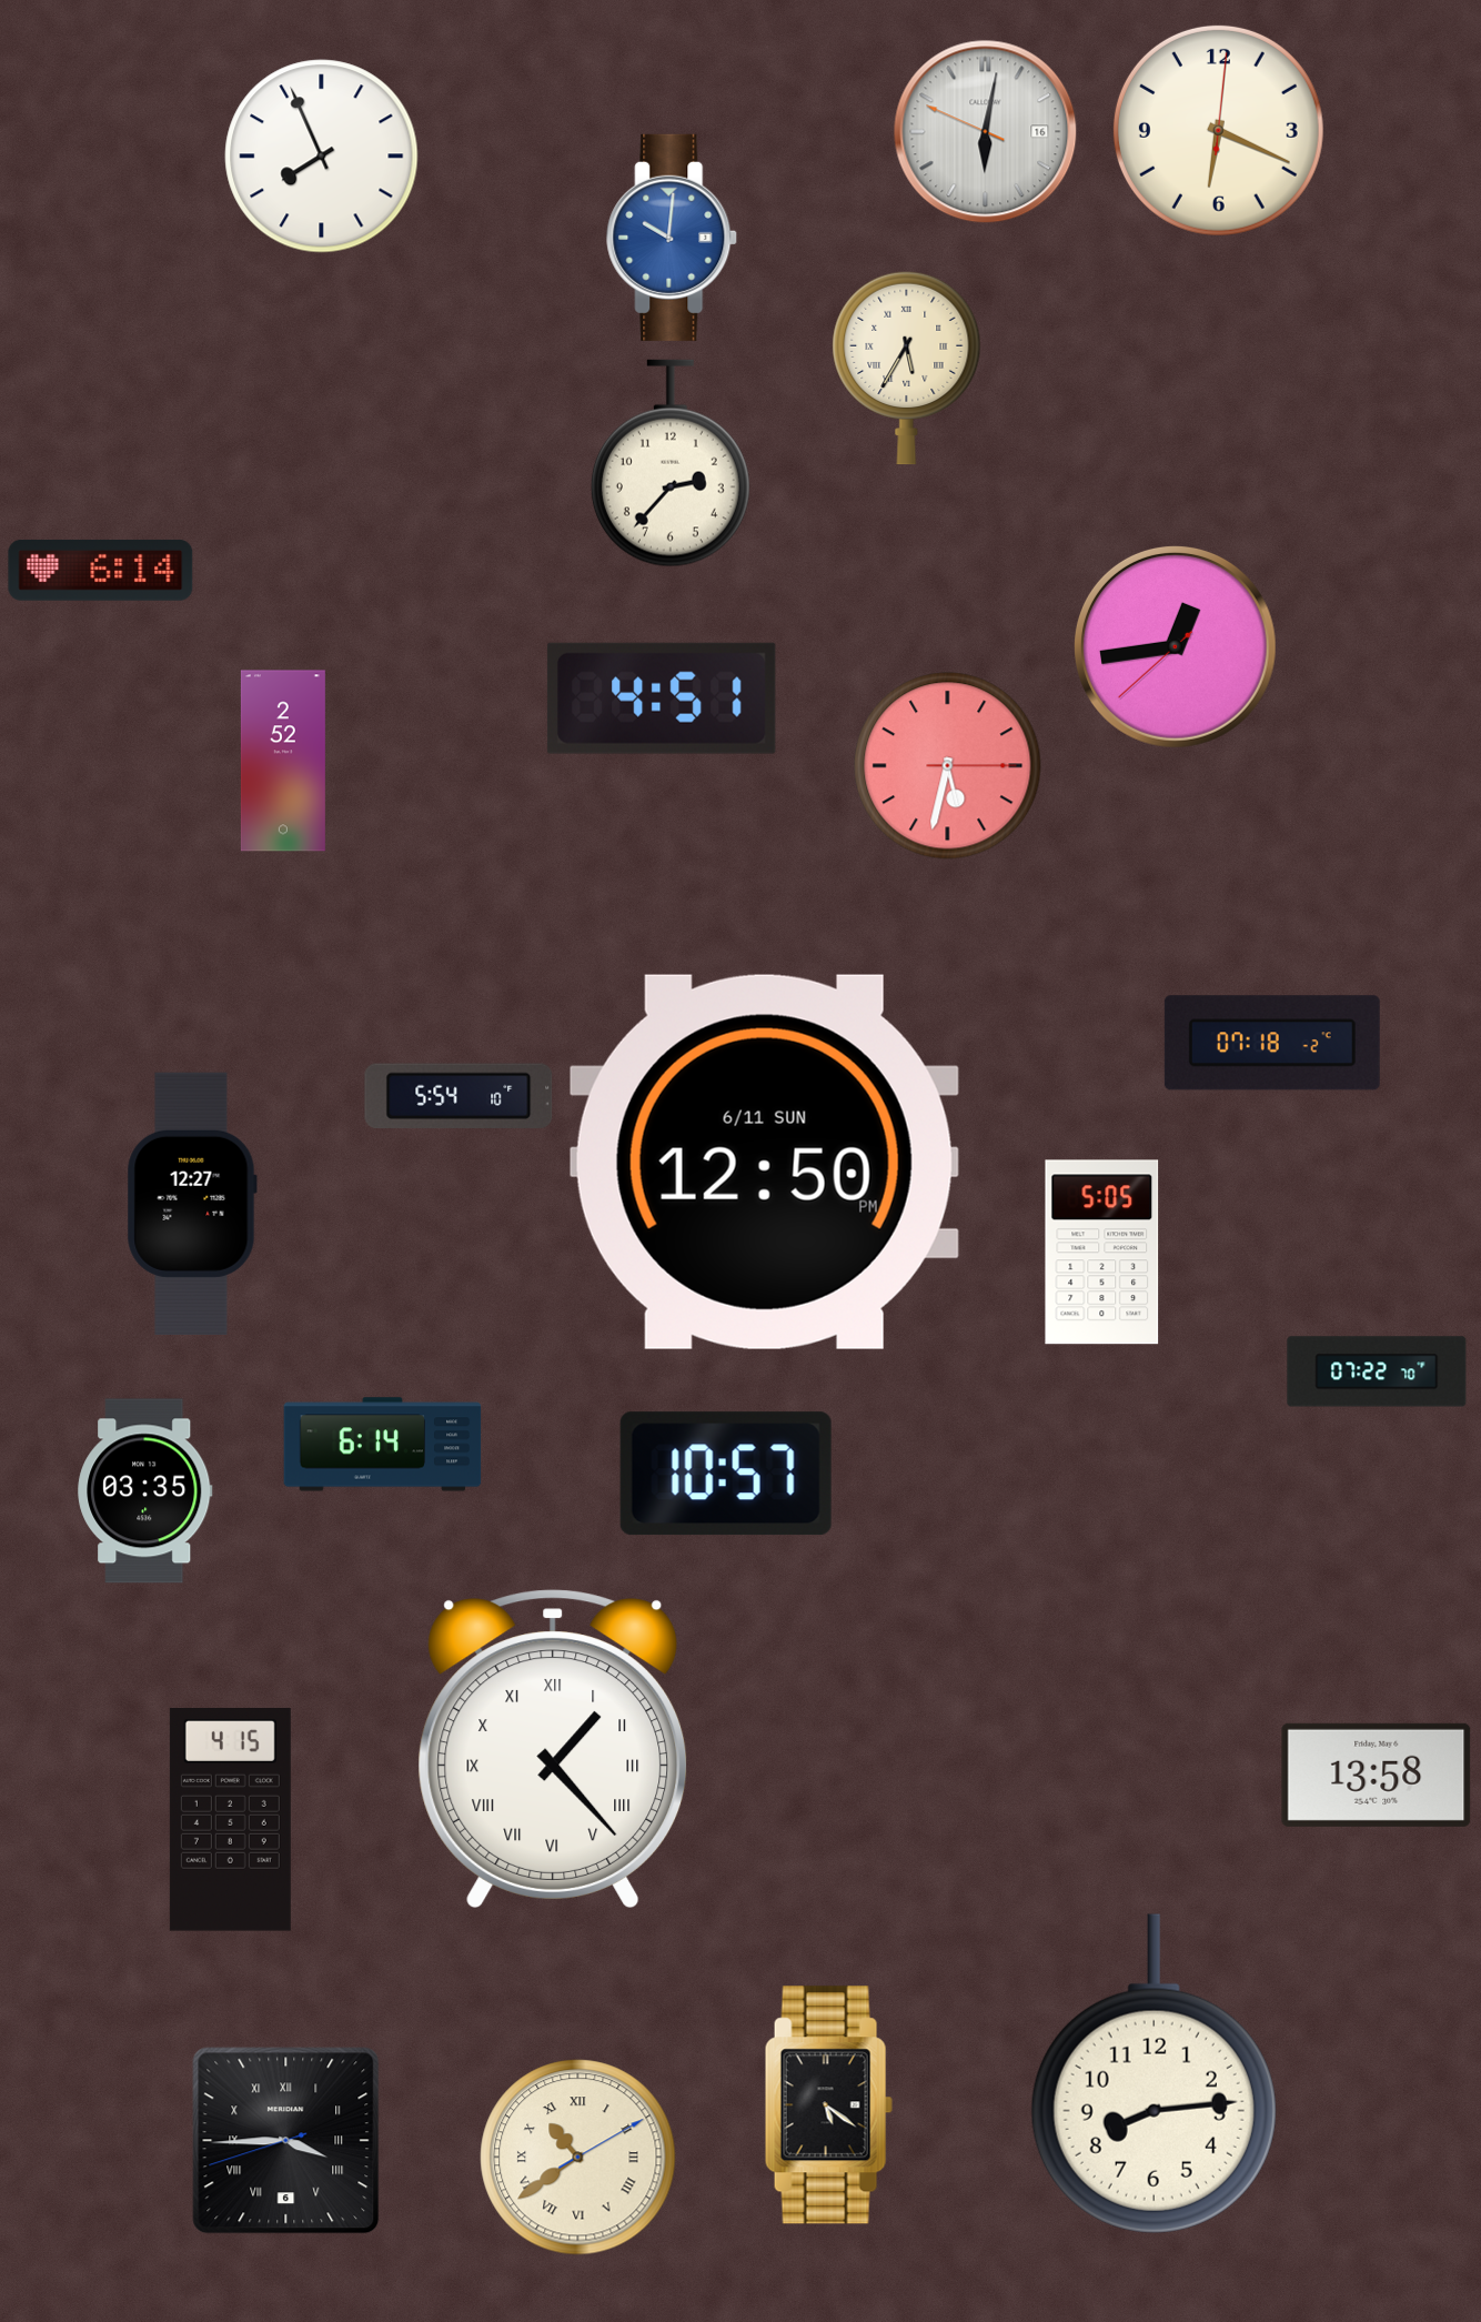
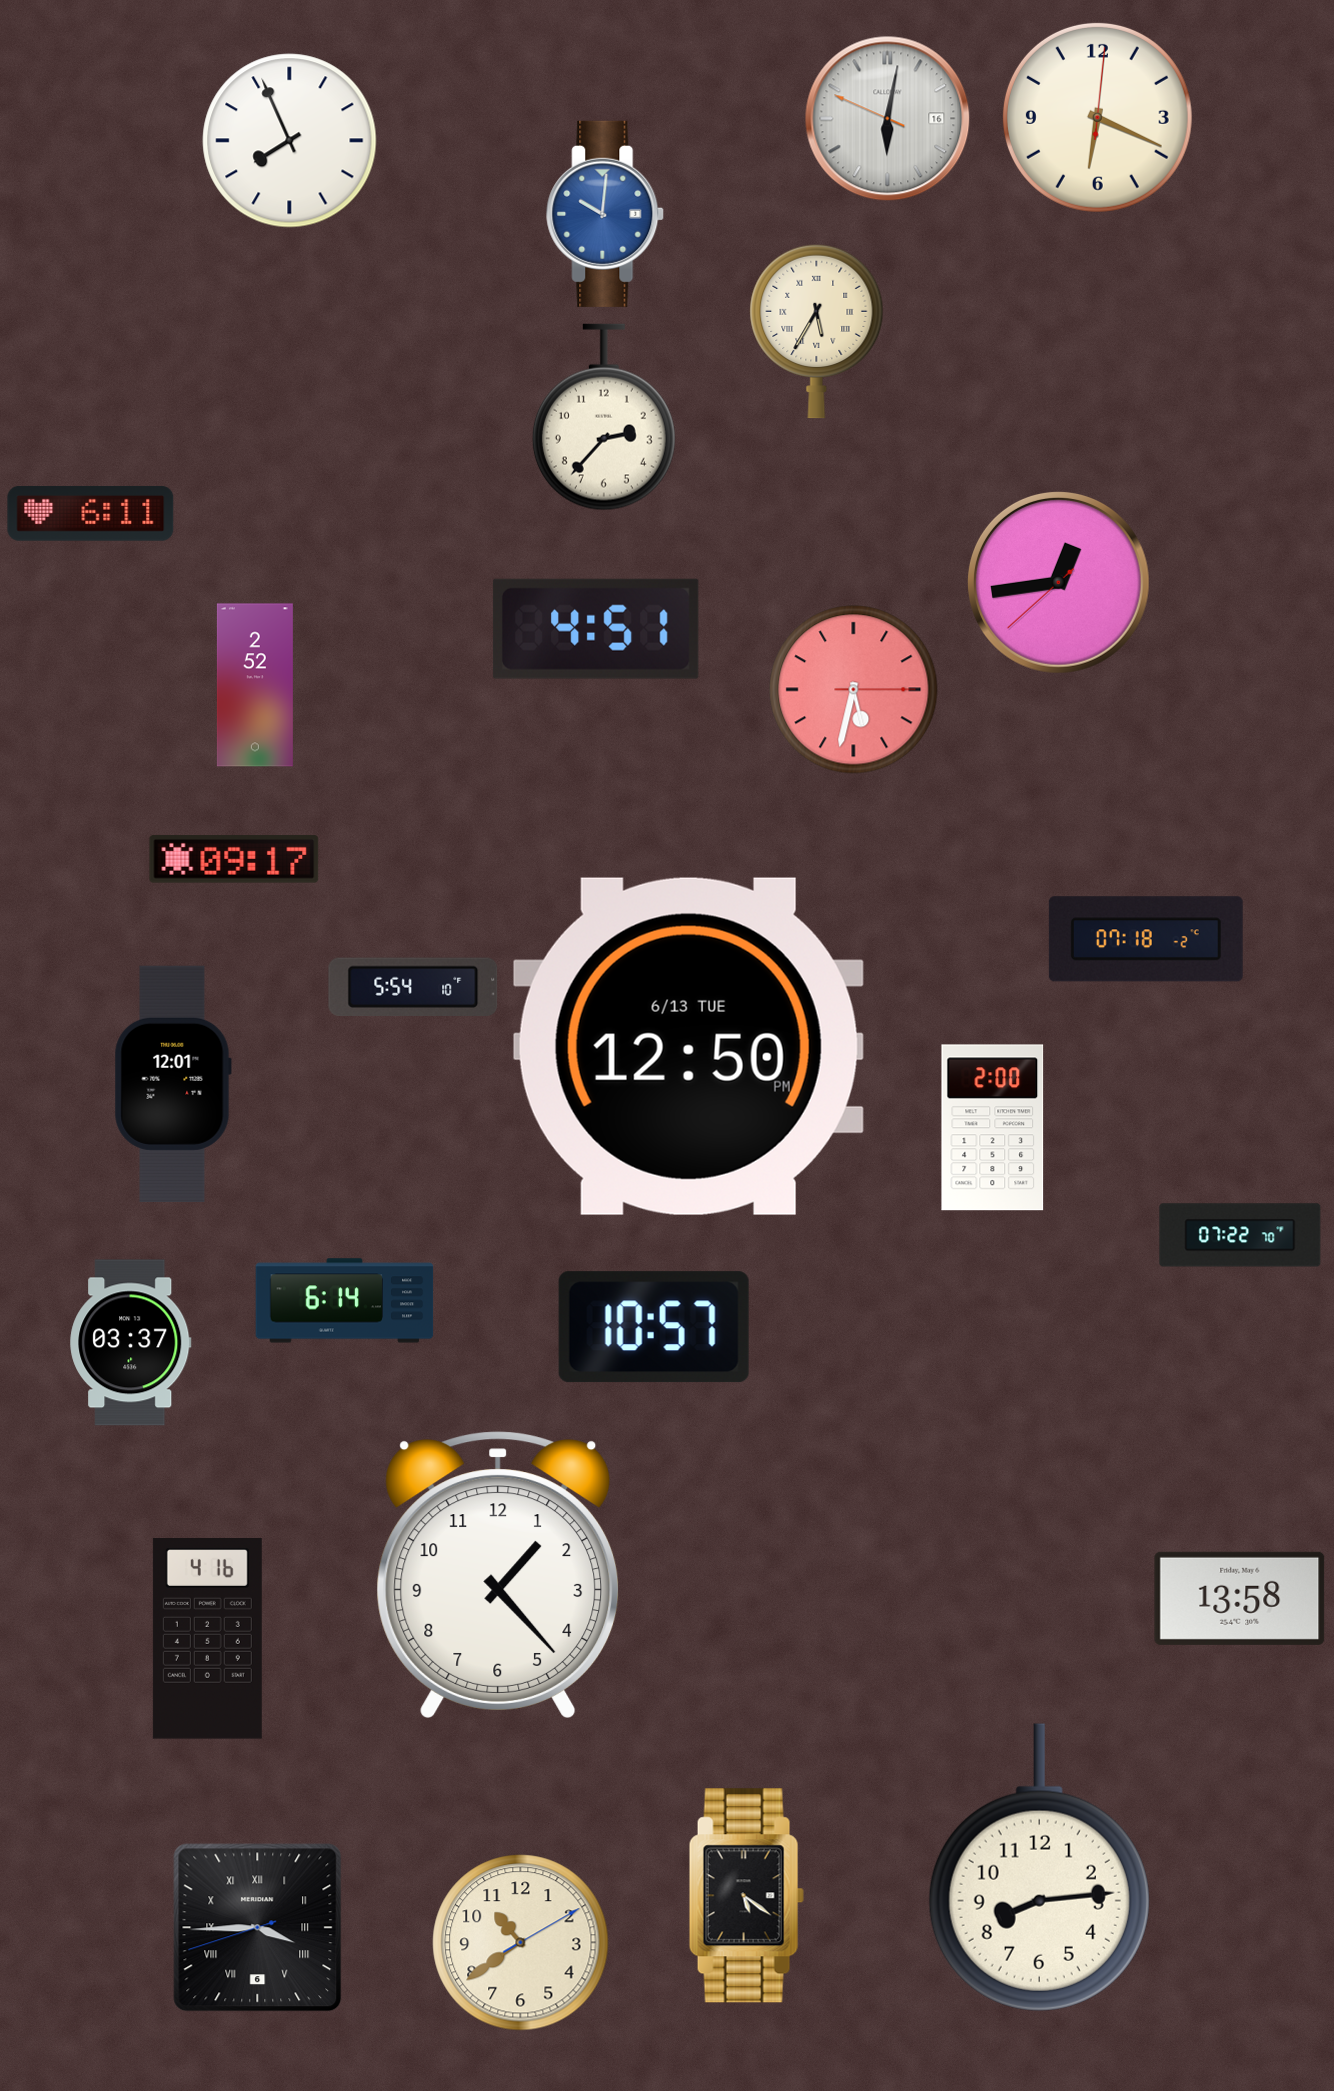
clock at (101, 570): 6:14 -> 6:11
clock at (234, 859): none -> 09:17
clock at (764, 1162) date: 6/11 SUN -> 6/13 TUE
clock at (192, 1204): 12:27 -> 12:01
clock at (1102, 1253): 5:05 -> 2:00
clock at (145, 1491): 03:35 -> 03:37
clock at (553, 1749) numerals: Roman -> Arabic
clock at (230, 1820): 4:15 -> 4:16
clock at (578, 2158) numerals: Roman -> Arabic
